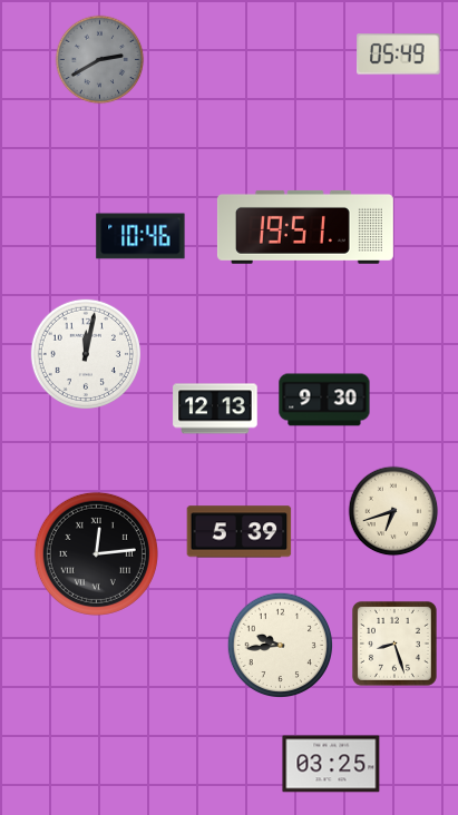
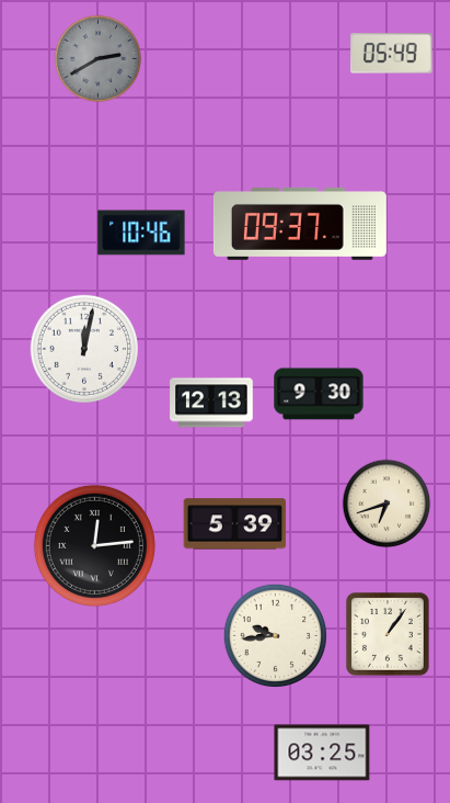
clock at (305, 227): 19:51 -> 09:37
clock at (140, 236) position: (140, 236) -> (141, 233)
clock at (394, 644): 8:27 -> 1:06
clock at (331, 764) position: (331, 764) -> (322, 753)
